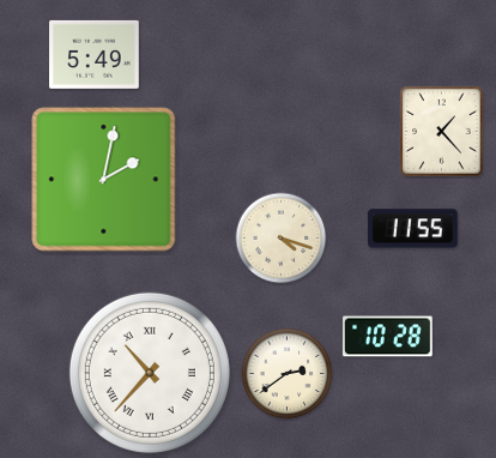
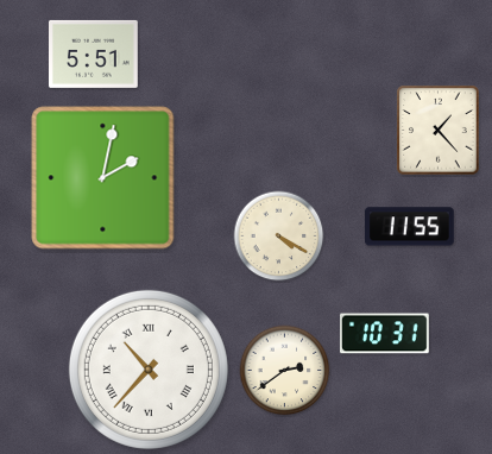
clock at (95, 54): 5:49 -> 5:51
clock at (282, 239): 4:18 -> 4:20
clock at (388, 337): 10:28 -> 10:31
